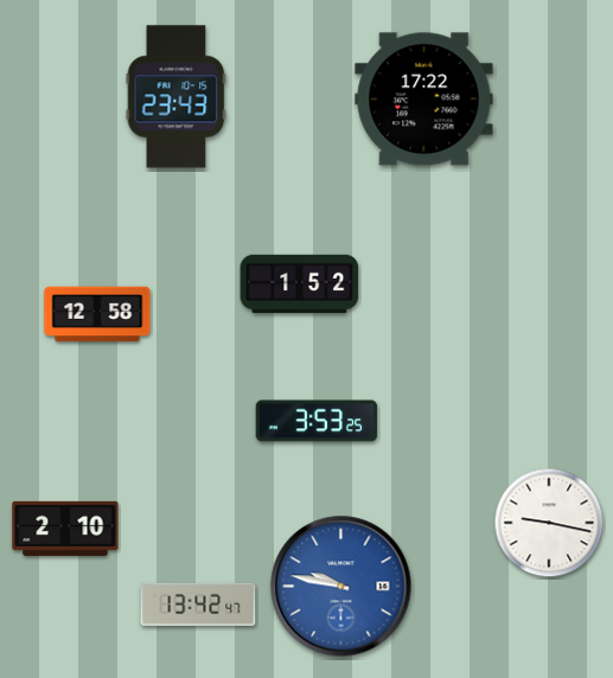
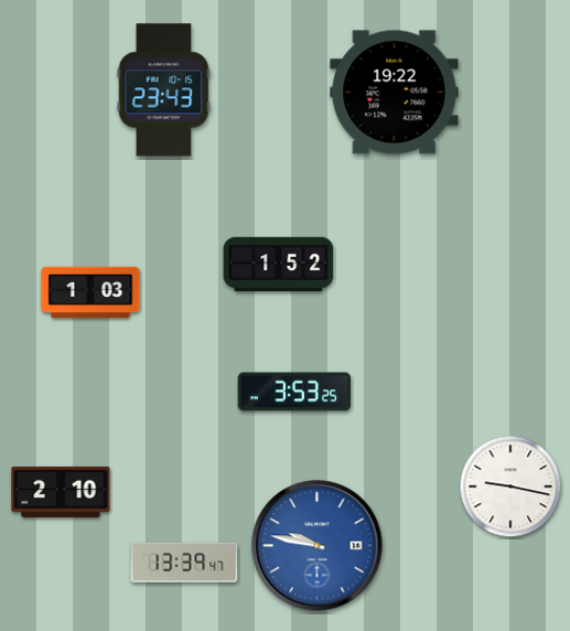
clock at (424, 100): 17:22 -> 19:22
clock at (97, 314): 12:58 -> 1:03
clock at (198, 605): 13:42 -> 13:39
